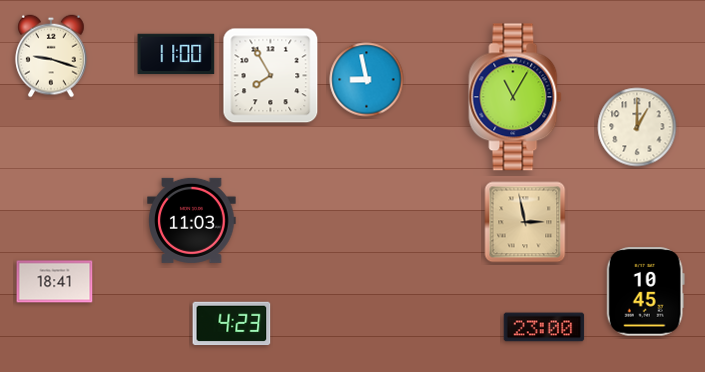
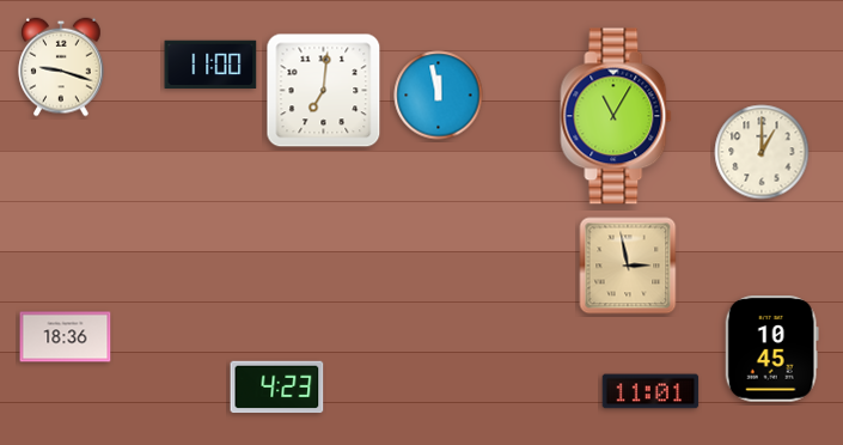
clock at (271, 76): 7:55 -> 7:01
clock at (367, 80): 8:58 -> 11:58
clock at (192, 220): 11:03 -> none
clock at (55, 282): 18:41 -> 18:36
clock at (544, 327): 23:00 -> 11:01
